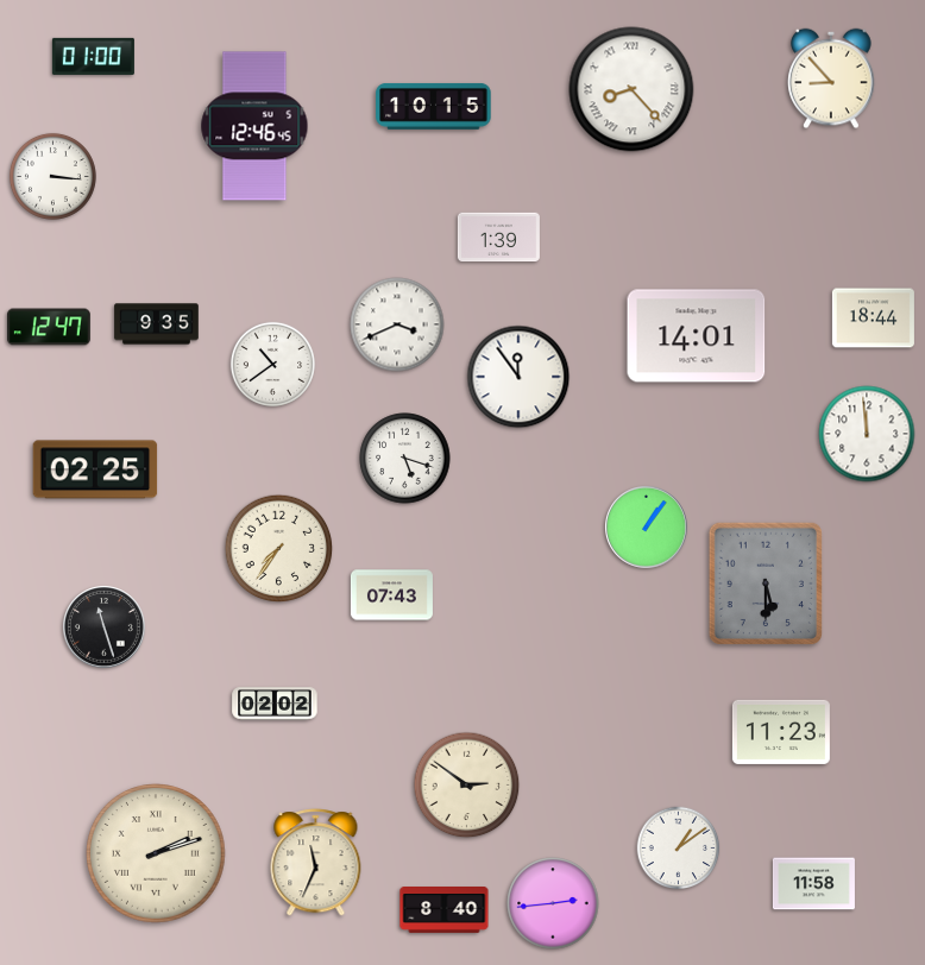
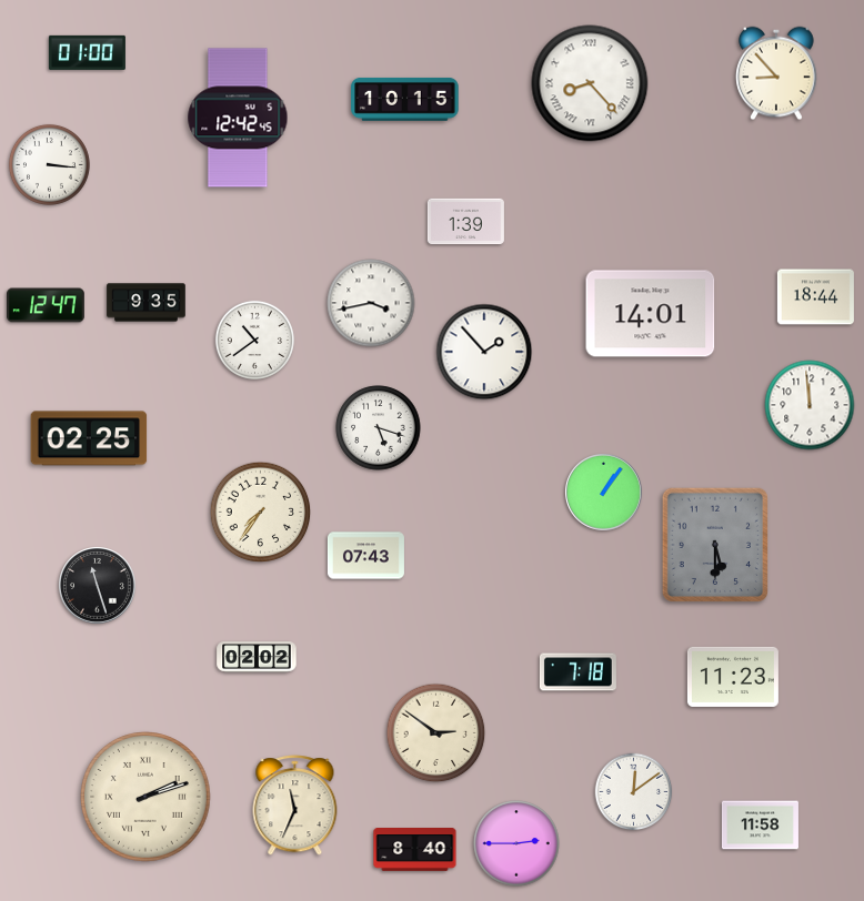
clock at (254, 126): 12:46 -> 12:42
clock at (397, 324): 3:41 -> 3:43
clock at (518, 377): 11:54 -> 1:53
clock at (577, 672): none -> 7:18
clock at (781, 732) position: (781, 732) -> (733, 677)
clock at (679, 849): 1:09 -> 12:09
clock at (553, 903): 2:44 -> 2:45
